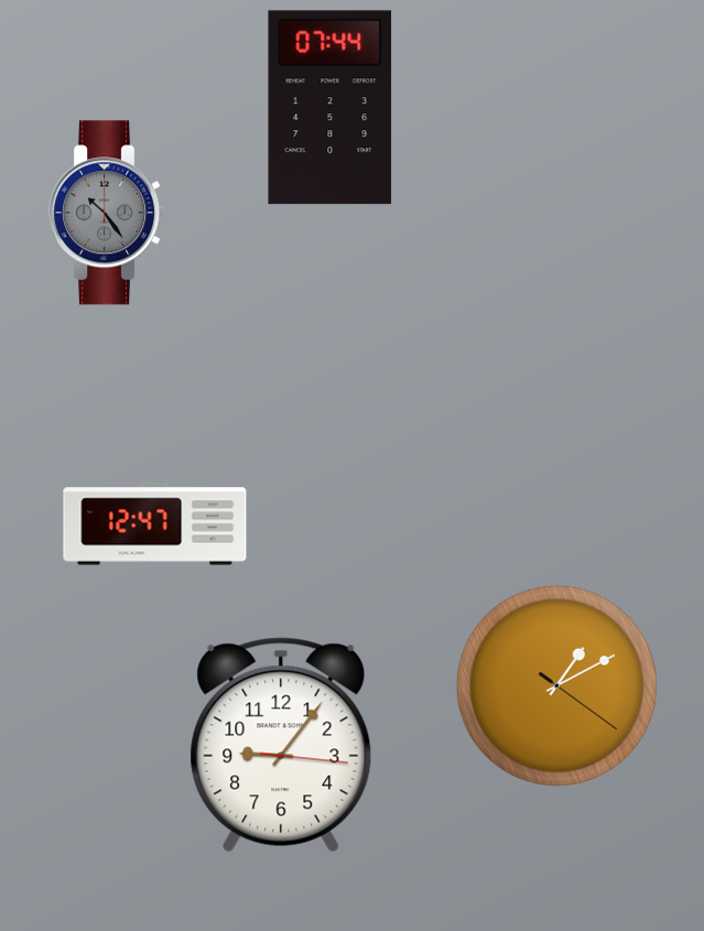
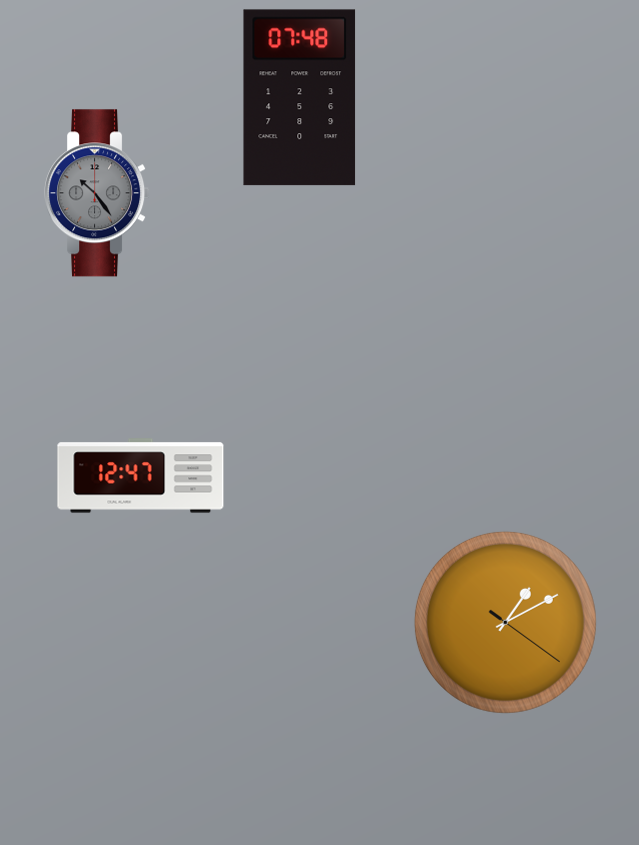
clock at (331, 108): 07:44 -> 07:48
clock at (281, 745): 9:06 -> none
